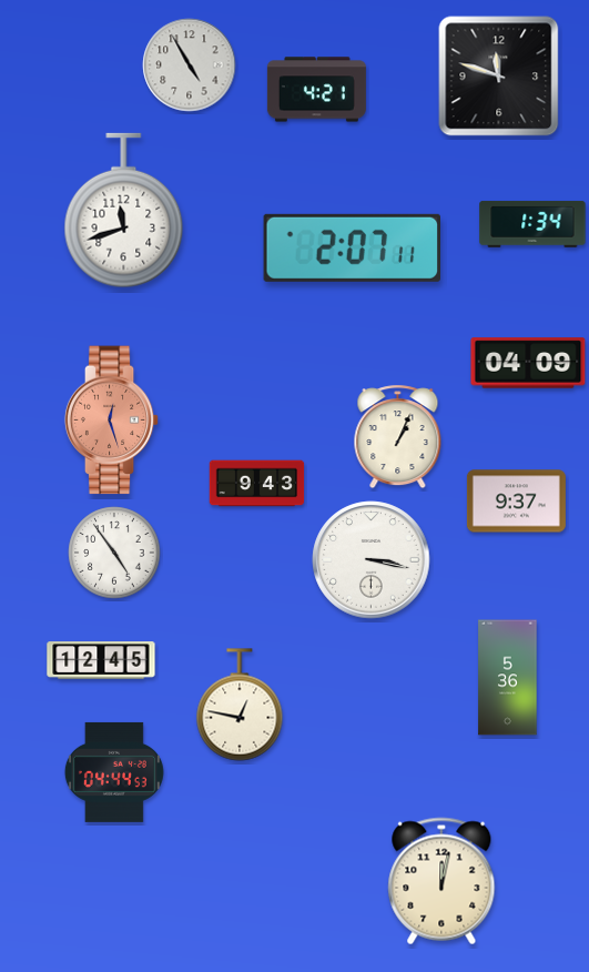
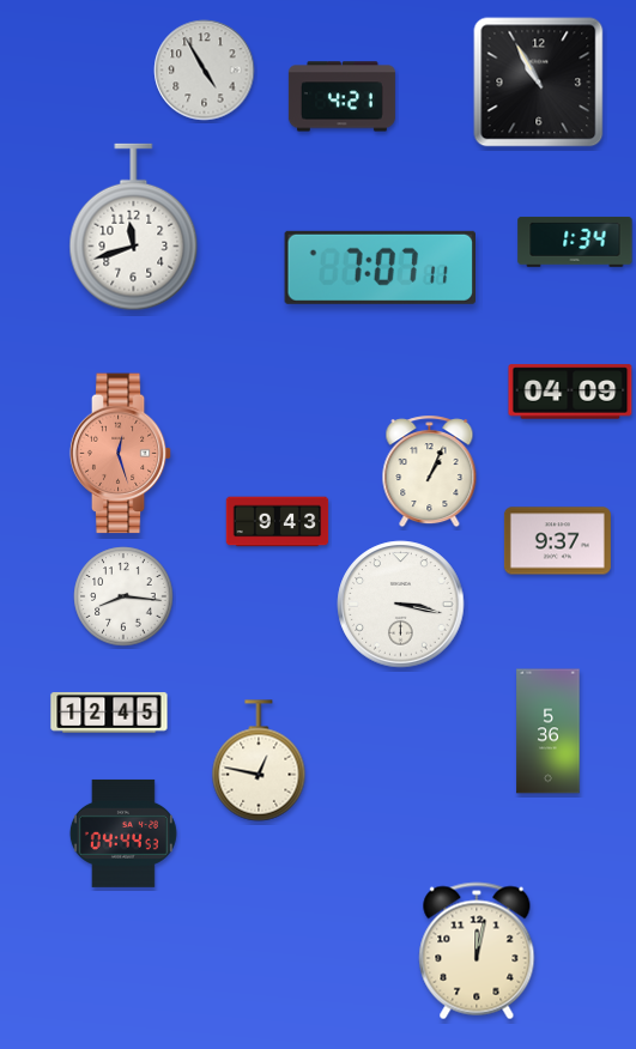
clock at (499, 77): 11:48 -> 10:55
clock at (352, 247): 2:07 -> 7:07
clock at (114, 553): 4:54 -> 8:16
